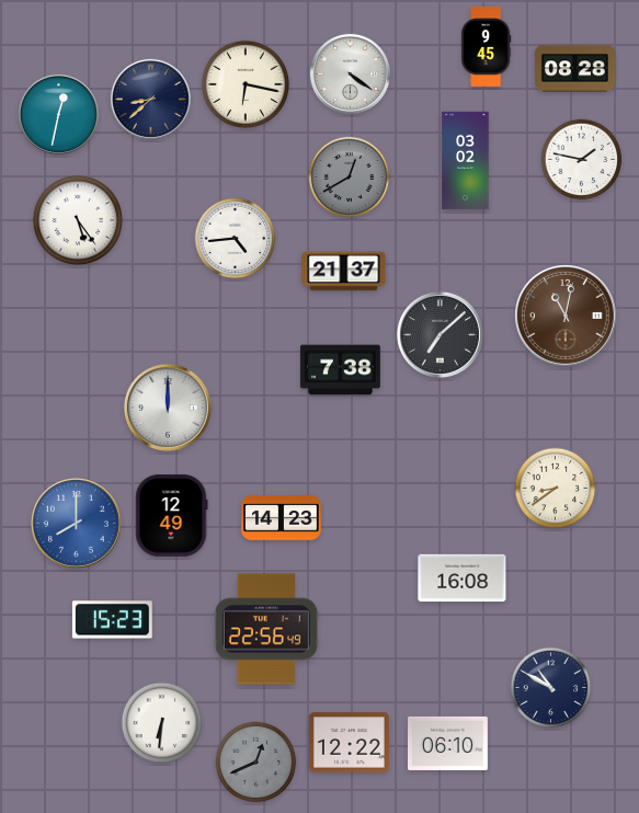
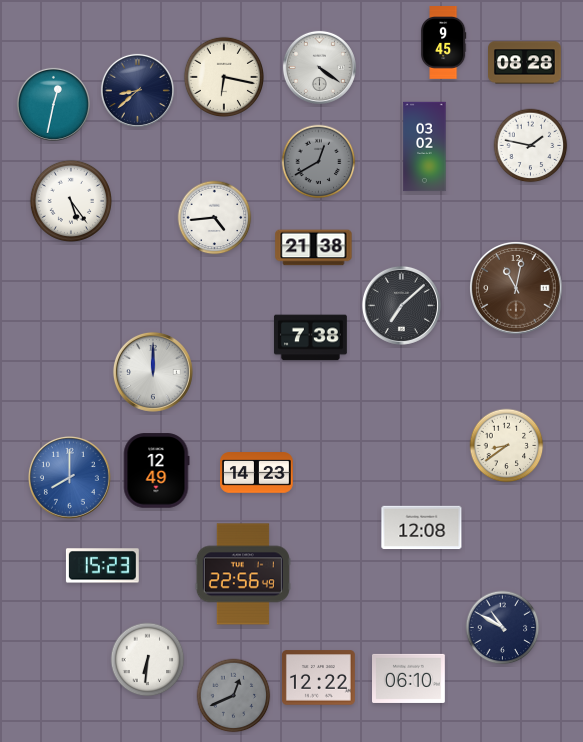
clock at (344, 272): 21:37 -> 21:38
clock at (463, 579): 16:08 -> 12:08
